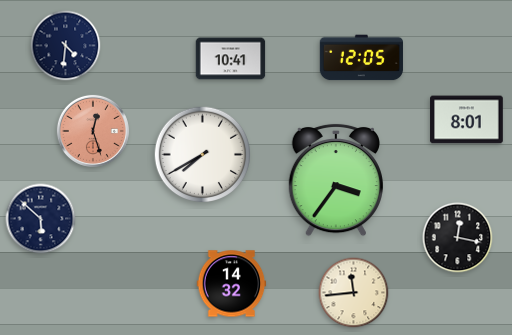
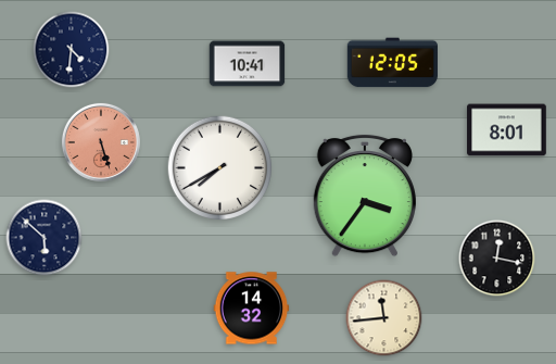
clock at (231, 59) position: (231, 59) -> (248, 64)
clock at (93, 131): 12:27 -> 5:27
